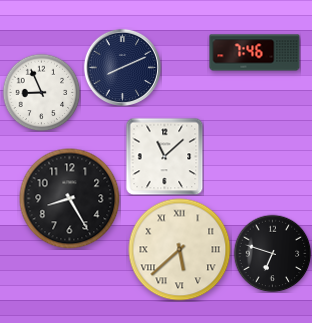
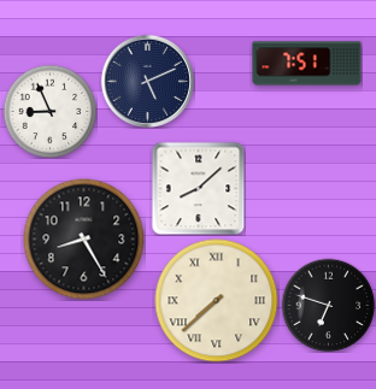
clock at (255, 53): 7:46 -> 7:51
clock at (122, 67): 8:11 -> 5:11
clock at (164, 156): 11:08 -> 8:08
clock at (180, 250): 5:38 -> 7:38
